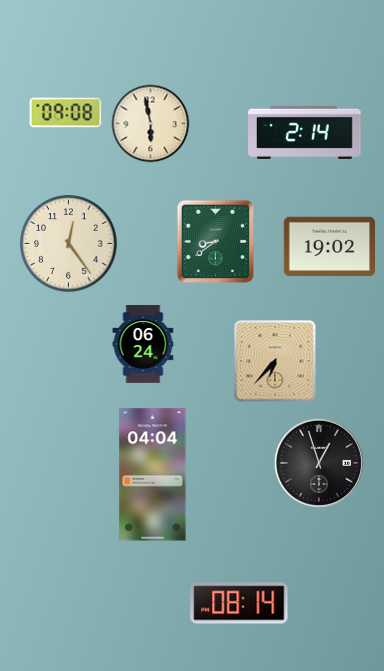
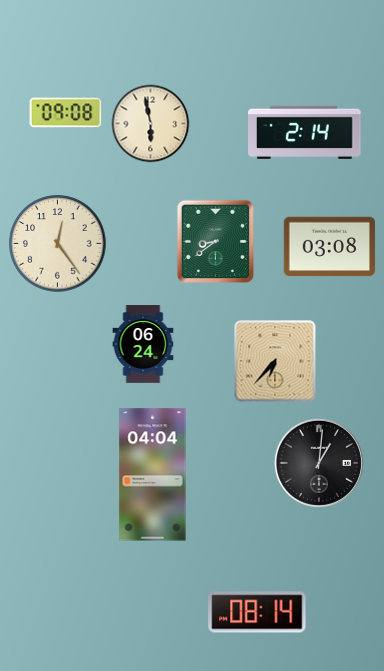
clock at (69, 244) position: (69, 244) -> (58, 244)
clock at (330, 247): 19:02 -> 03:08
clock at (319, 463): 12:57 -> 1:01
clock at (239, 603) position: (239, 603) -> (257, 612)
